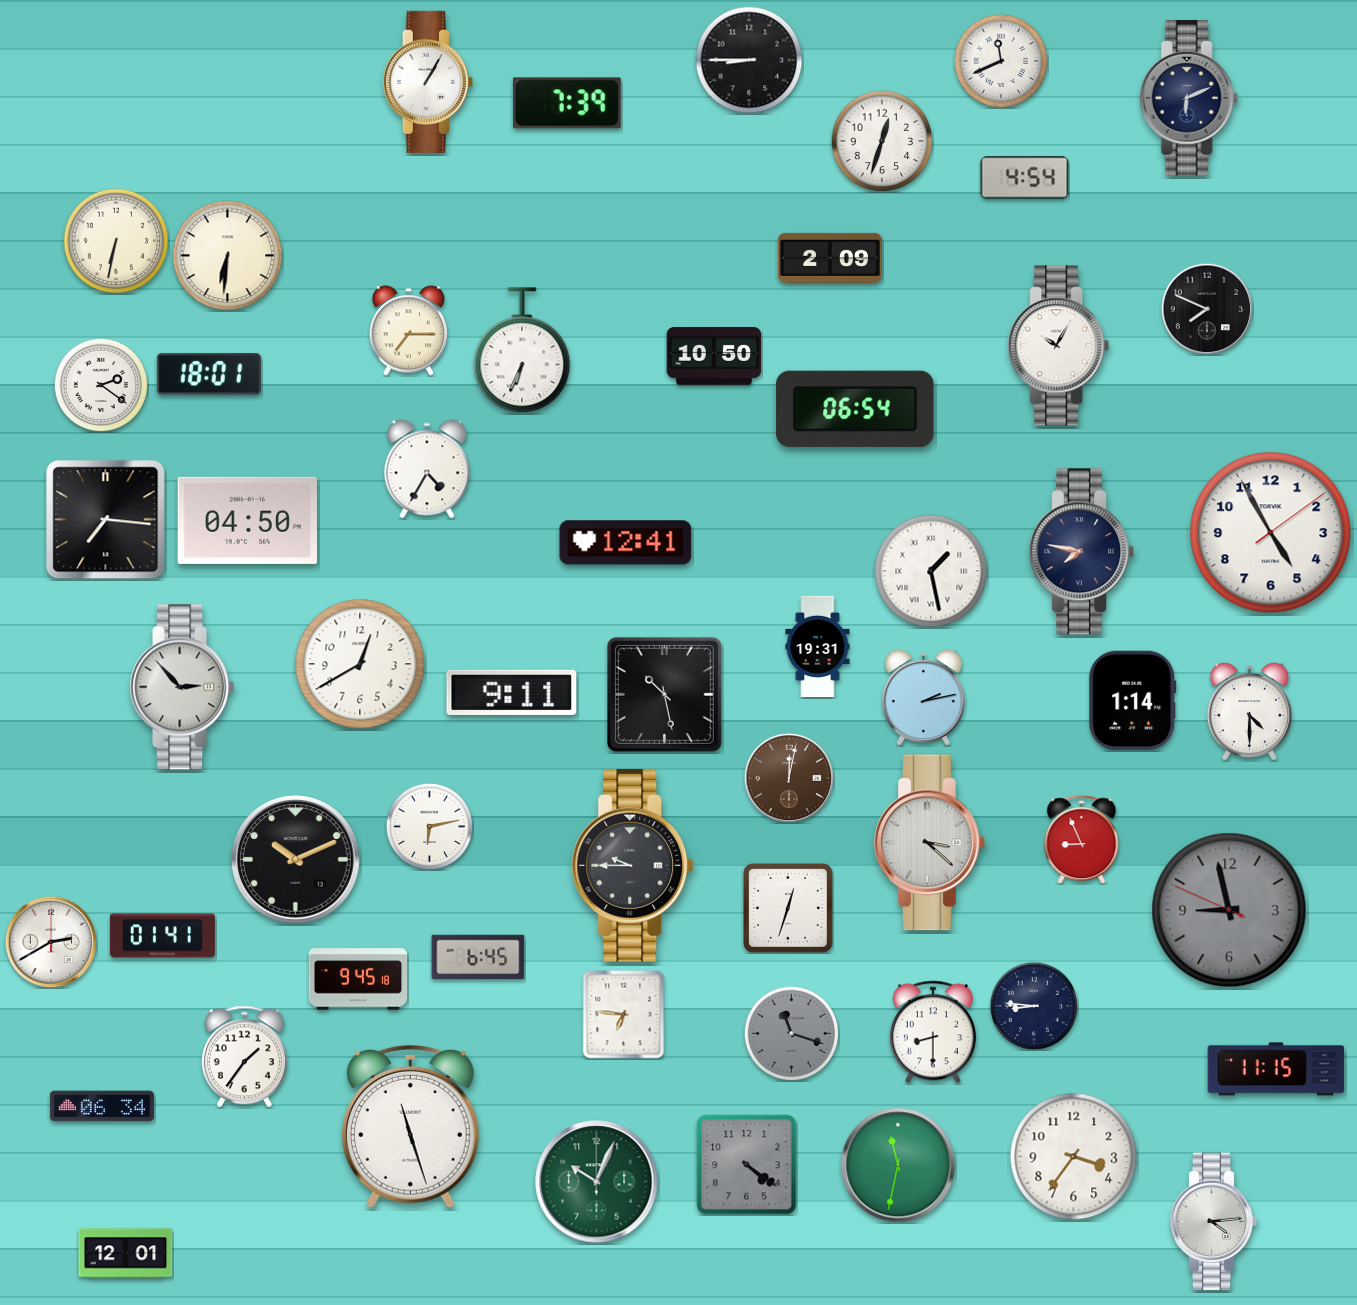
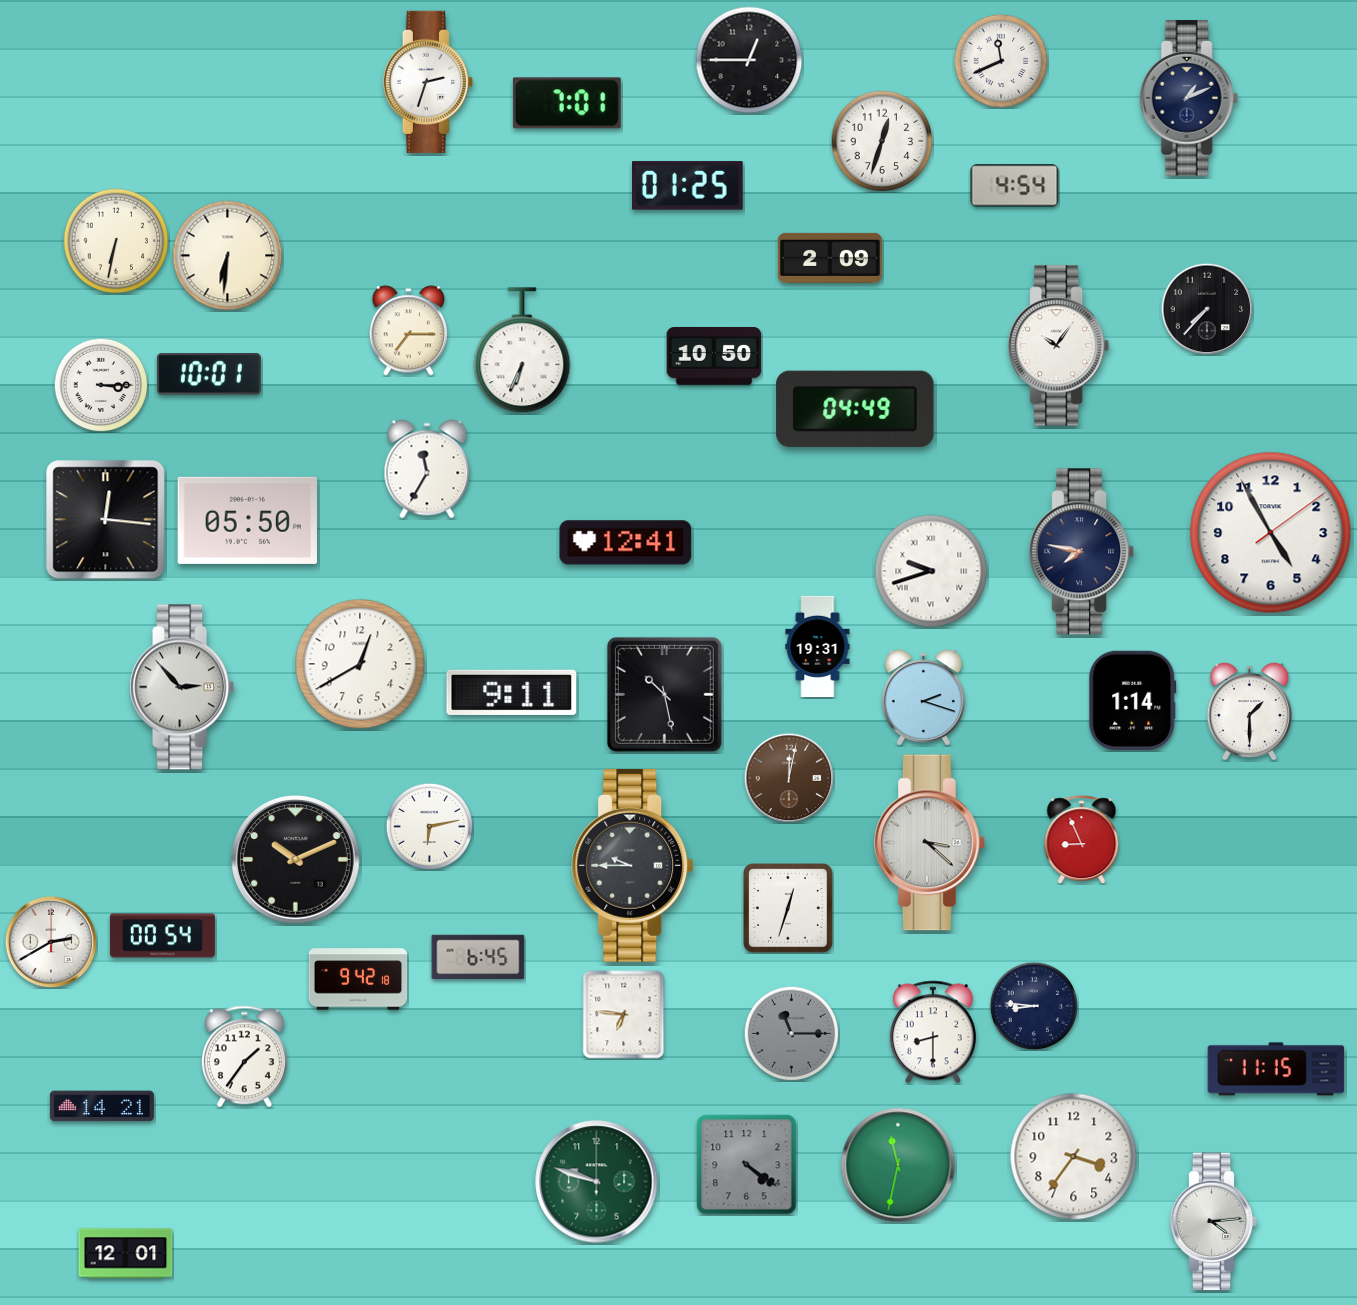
clock at (749, 60): 8:45 -> 12:45
clock at (428, 82): 1:05 -> 2:33
clock at (1189, 98): 6:11 -> 1:11
clock at (567, 103): 7:39 -> 7:01
clock at (1025, 178) position: (1025, 178) -> (1015, 186)
clock at (688, 186): none -> 01:25
clock at (1207, 309): 7:49 -> 7:37
clock at (1059, 346): 10:05 -> 10:06
clock at (209, 374): 18:01 -> 10:01
clock at (101, 385): 2:21 -> 3:15
clock at (855, 409): 06:54 -> 04:49
clock at (427, 469): 4:35 -> 11:35
clock at (106, 520): 7:16 -> 12:16
clock at (247, 520): 04:50 -> 05:50
clock at (931, 571): 1:28 -> 9:42
clock at (923, 698): 2:13 -> 2:18
clock at (1250, 711): 4:30 -> 1:30
clock at (1229, 910): 8:57 -> none
clock at (162, 936): 01:41 -> 00:54
clock at (358, 979): 9:45 -> 9:42
clock at (791, 1033): 11:18 -> 11:15
clock at (102, 1106): 06:34 -> 14:21
clock at (410, 1126): 11:27 -> none
clock at (597, 1182): 10:04 -> 9:48
